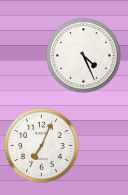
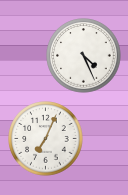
clock at (42, 146) position: (42, 146) -> (46, 139)
